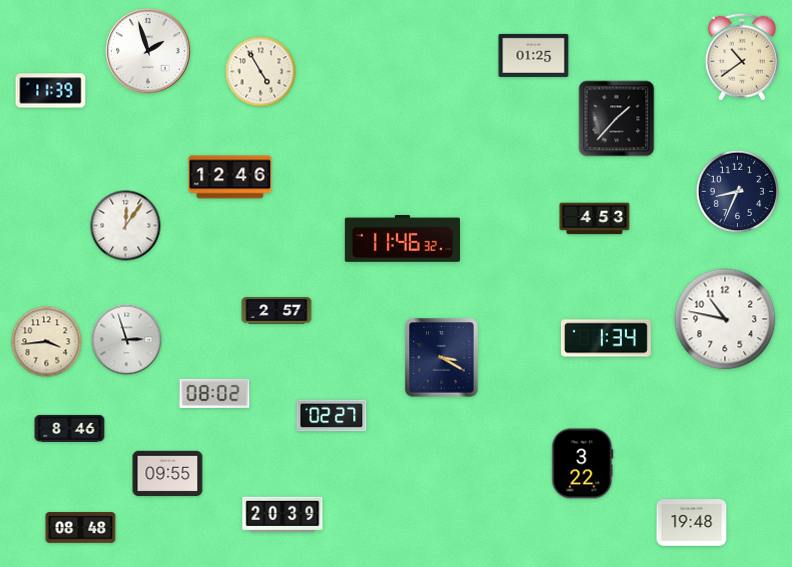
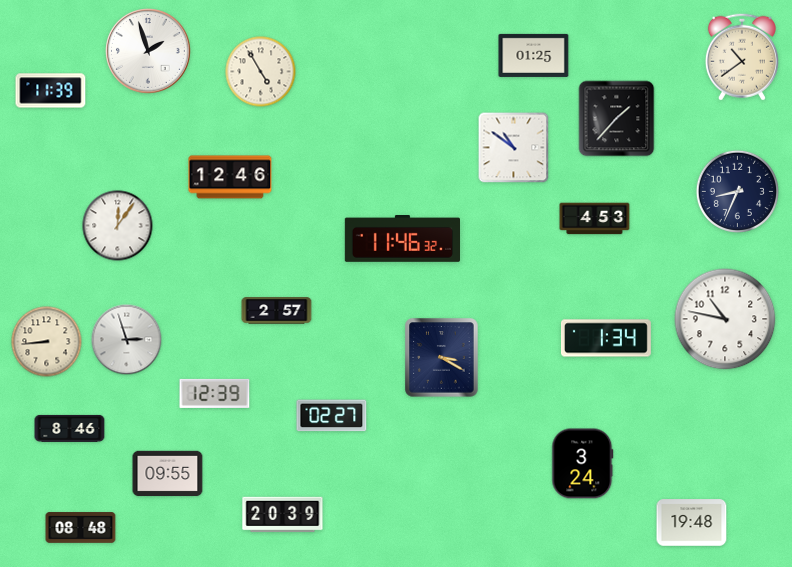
clock at (514, 148): none -> 10:51
clock at (126, 226) position: (126, 226) -> (118, 226)
clock at (47, 342): 3:44 -> 8:44
clock at (215, 393): 08:02 -> 12:39
clock at (583, 464): 3:22 -> 3:24
